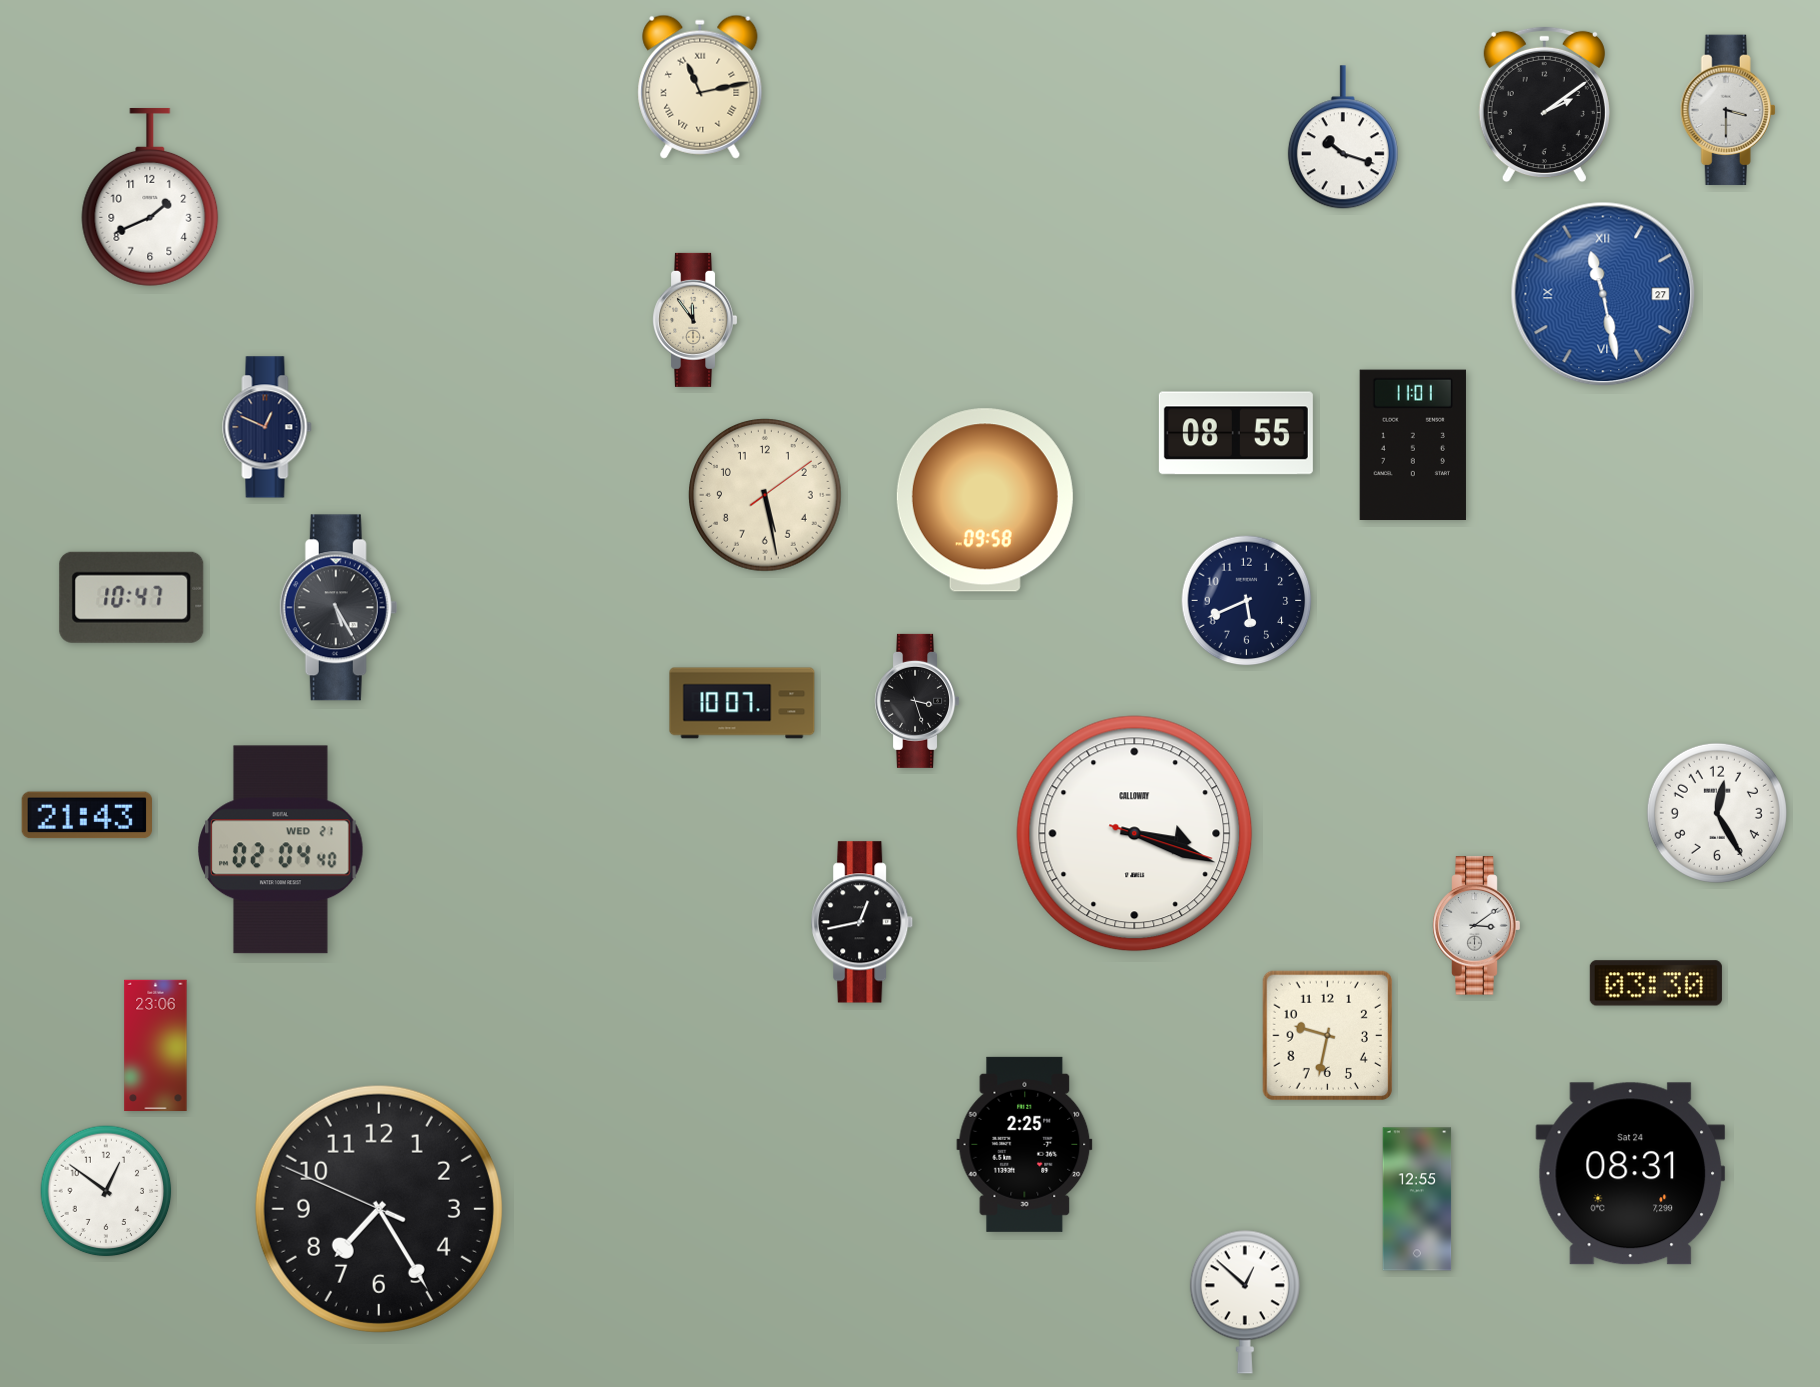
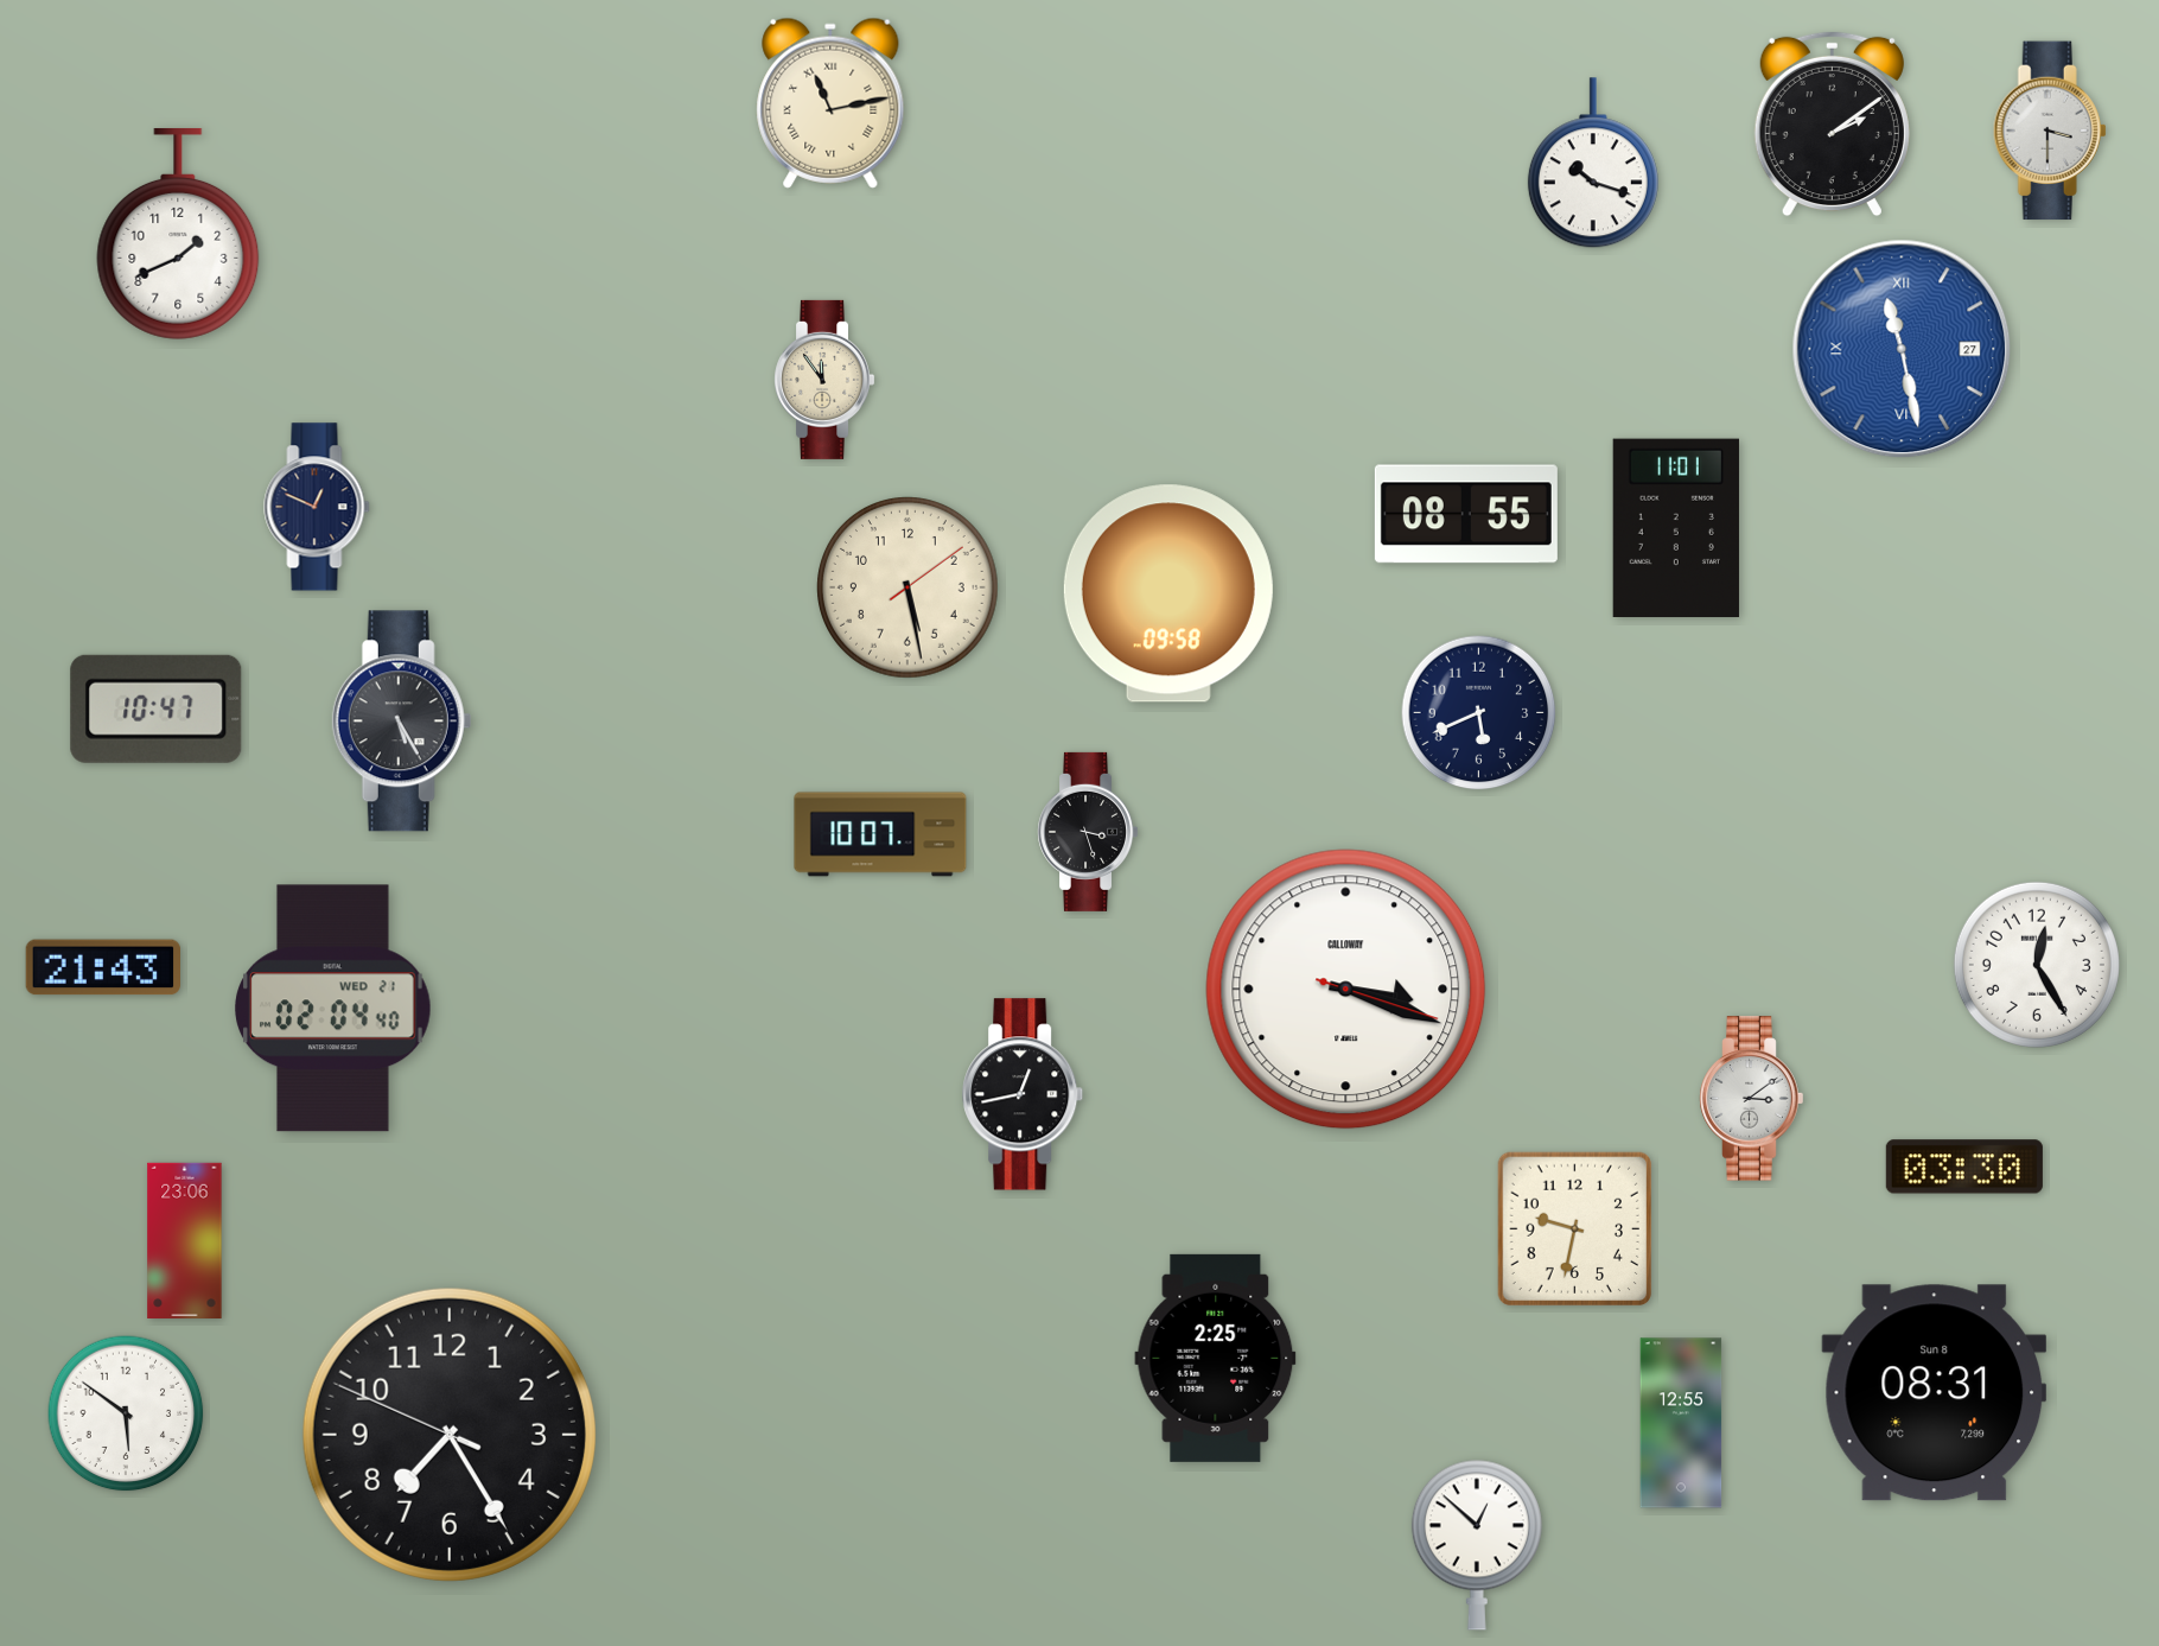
clock at (1631, 1174) date: Sat 24 -> Sun 8
clock at (106, 1191): 12:51 -> 5:51
